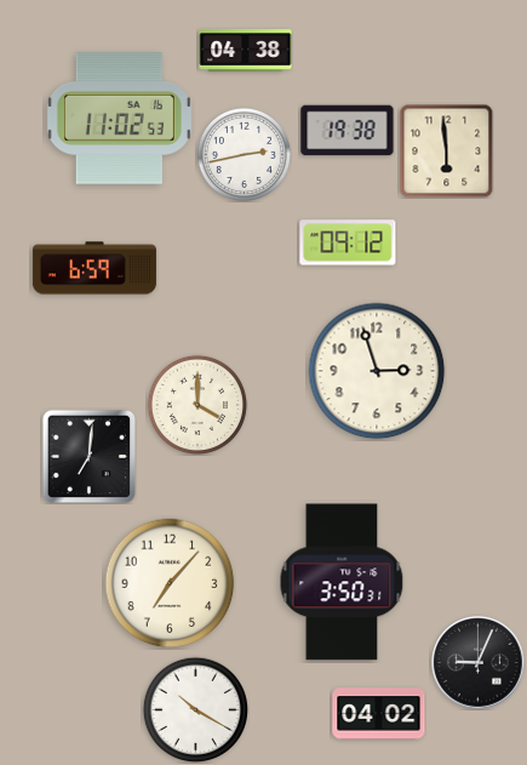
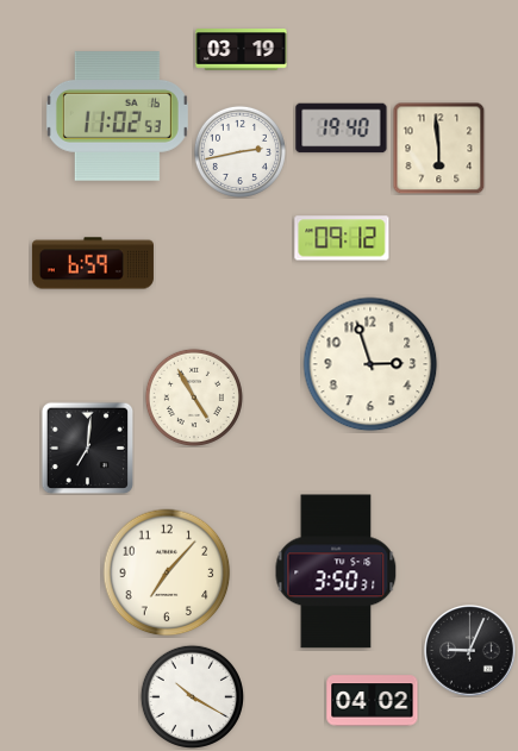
clock at (246, 51): 04:38 -> 03:19
clock at (348, 131): 19:38 -> 19:40
clock at (197, 405): 4:00 -> 4:55
